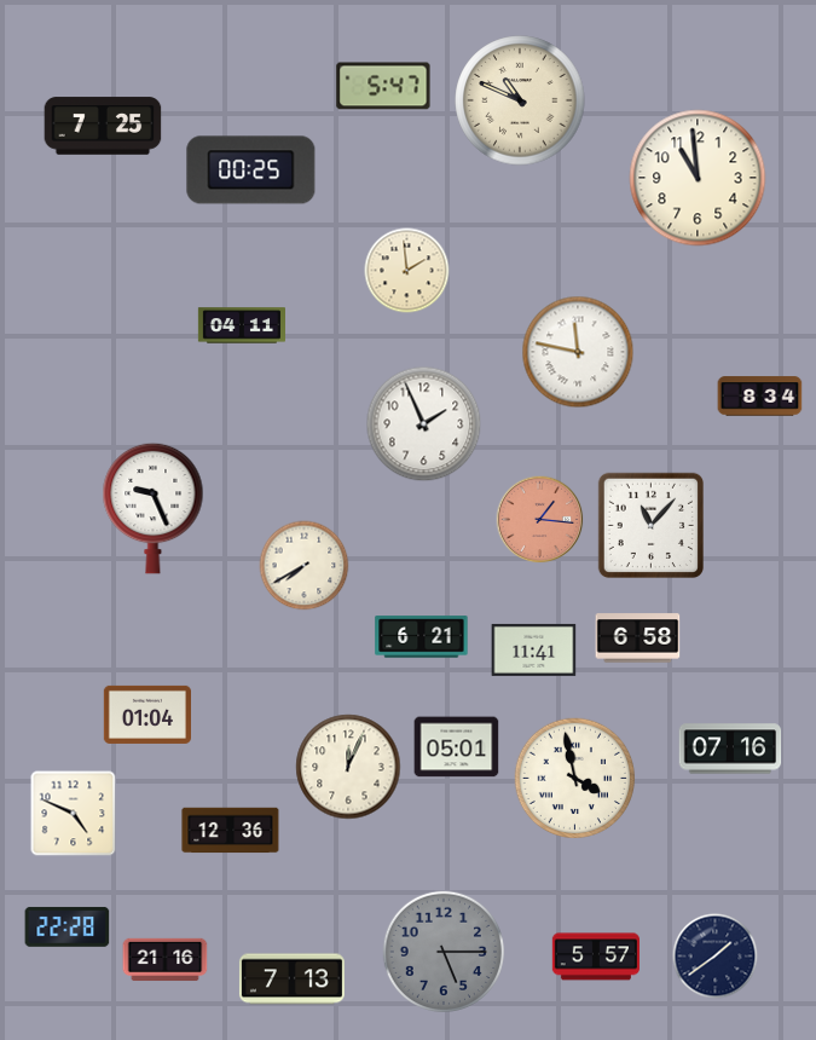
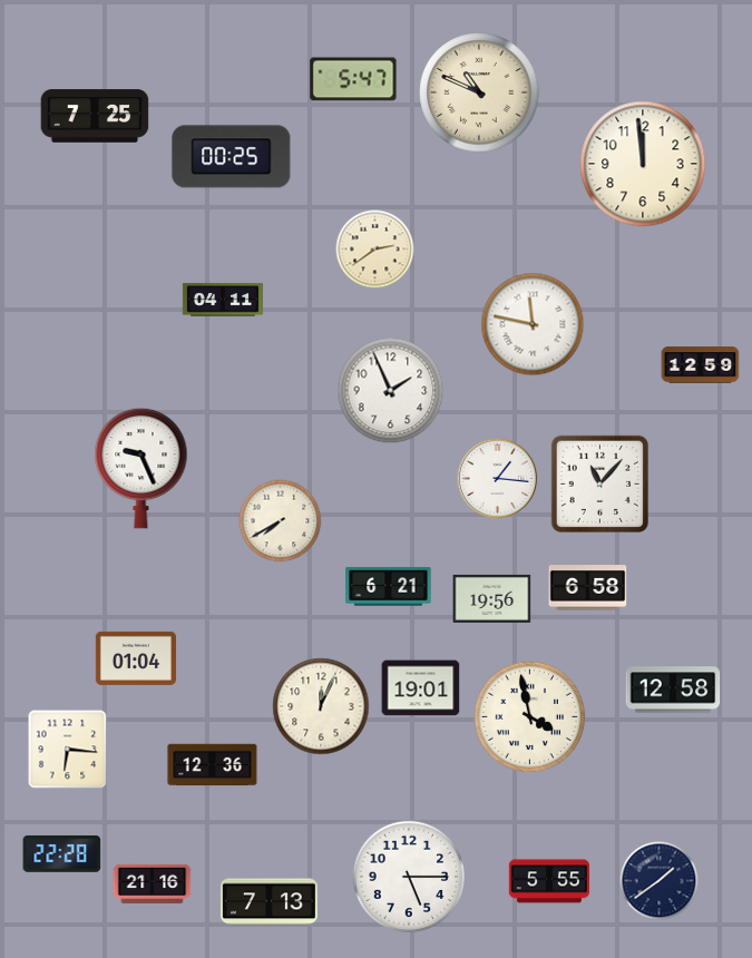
clock at (698, 178): 10:59 -> 11:59
clock at (407, 271): 1:59 -> 2:39
clock at (760, 397): 8:34 -> 12:59
clock at (540, 520) dial: salmon -> white
clock at (534, 649): 11:41 -> 19:56
clock at (457, 747): 05:01 -> 19:01
clock at (730, 749): 07:16 -> 12:58
clock at (74, 814): 4:49 -> 6:16
clock at (444, 952) dial: grey -> white
clock at (595, 957): 5:57 -> 5:55
